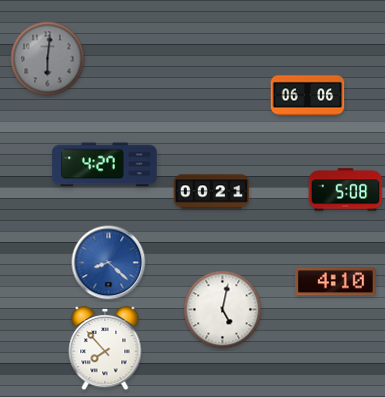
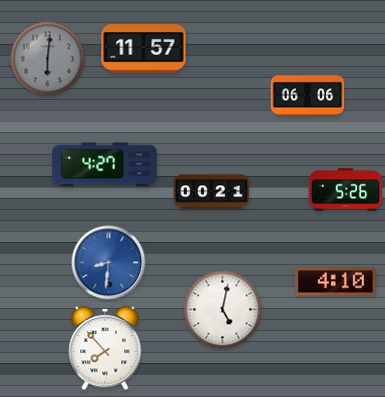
clock at (144, 49): none -> 11:57
clock at (346, 190): 5:08 -> 5:26
clock at (109, 263): 8:22 -> 8:31
